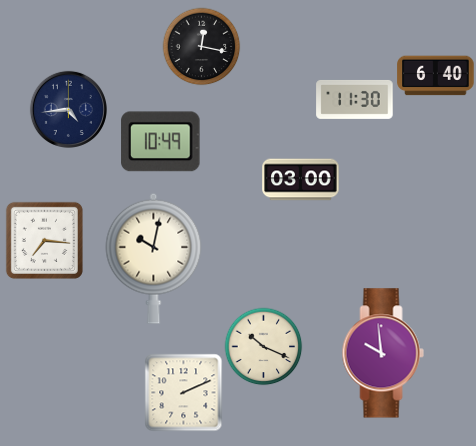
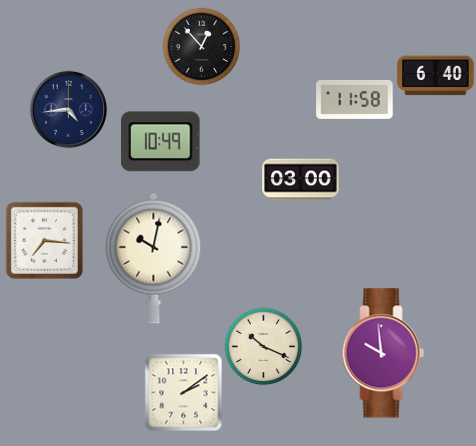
clock at (201, 46): 12:17 -> 12:53
clock at (355, 99): 11:30 -> 11:58
clock at (183, 392): 2:11 -> 2:09
